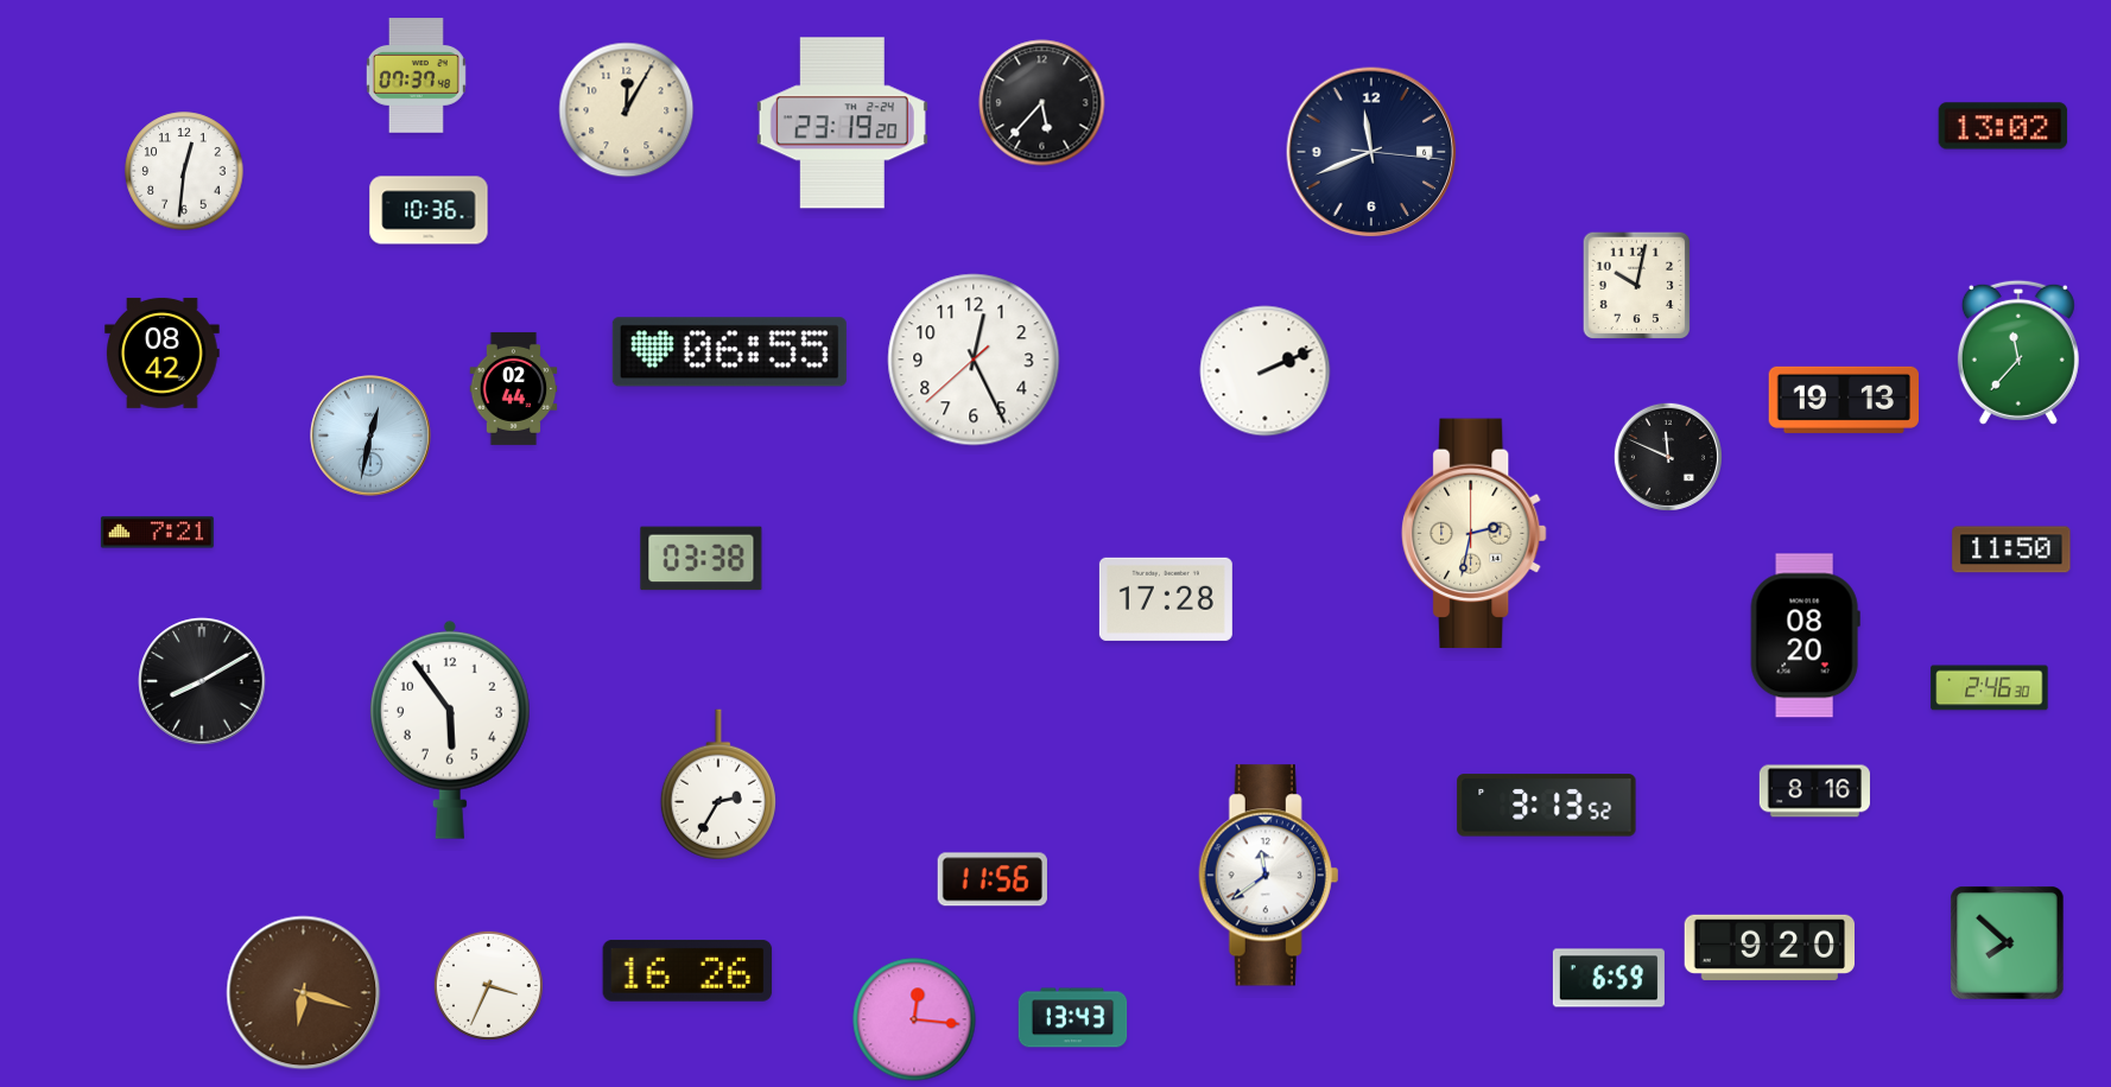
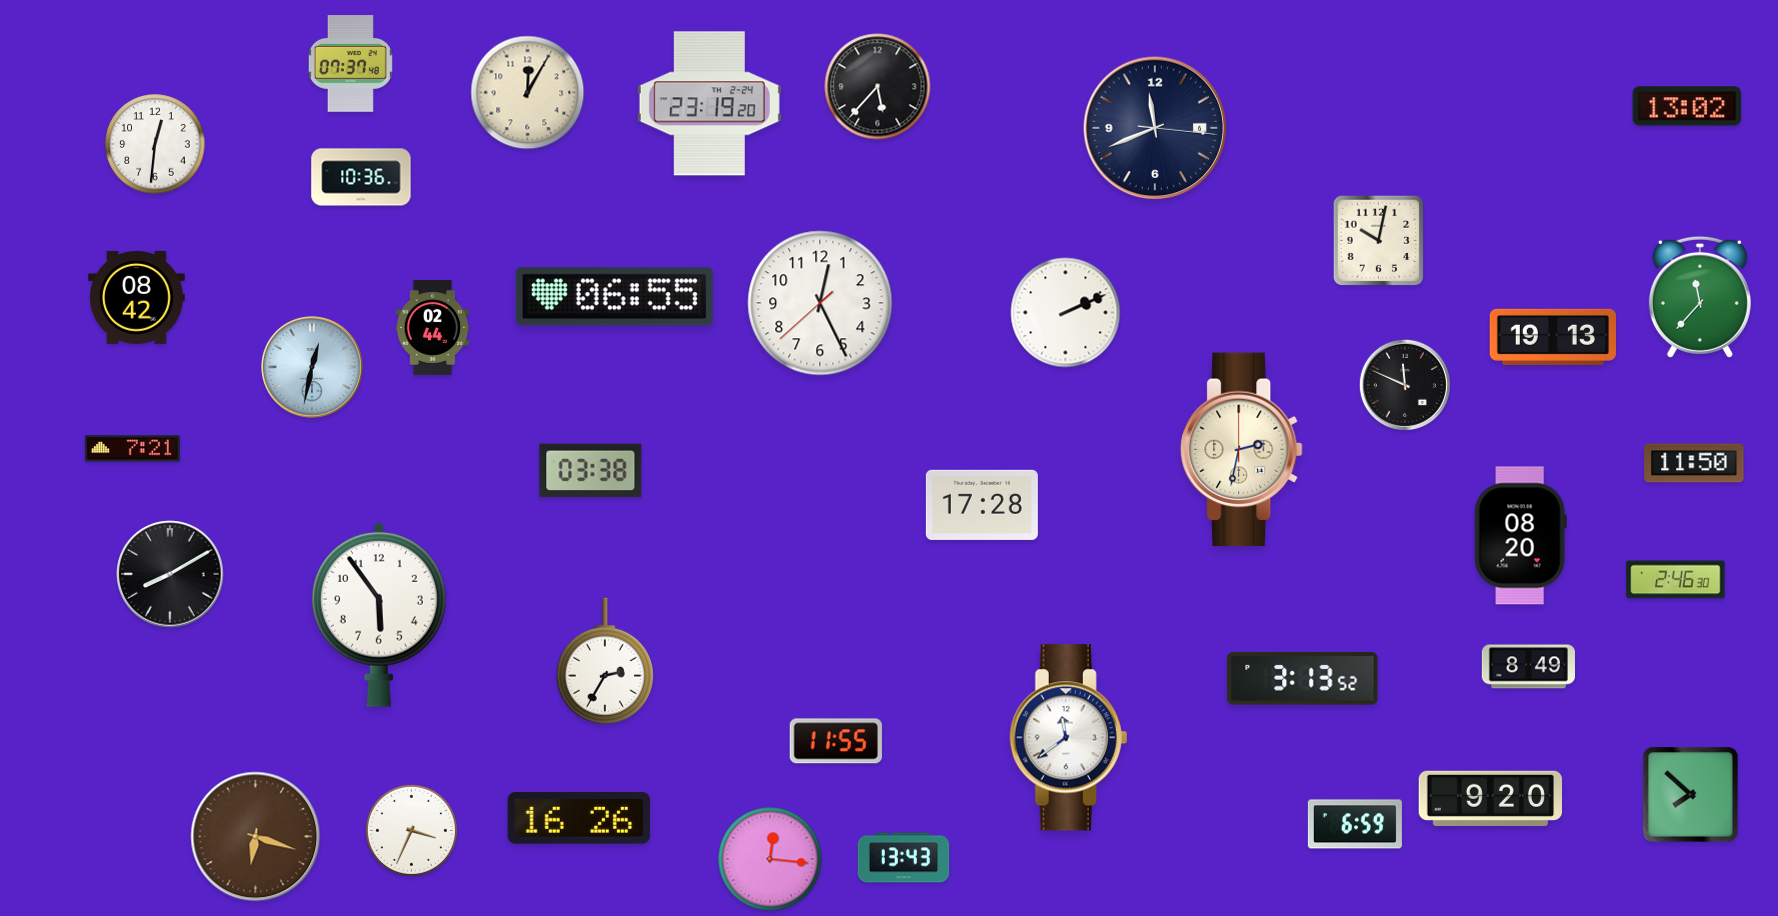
clock at (1814, 792): 8:16 -> 8:49
clock at (993, 879): 11:56 -> 11:55
